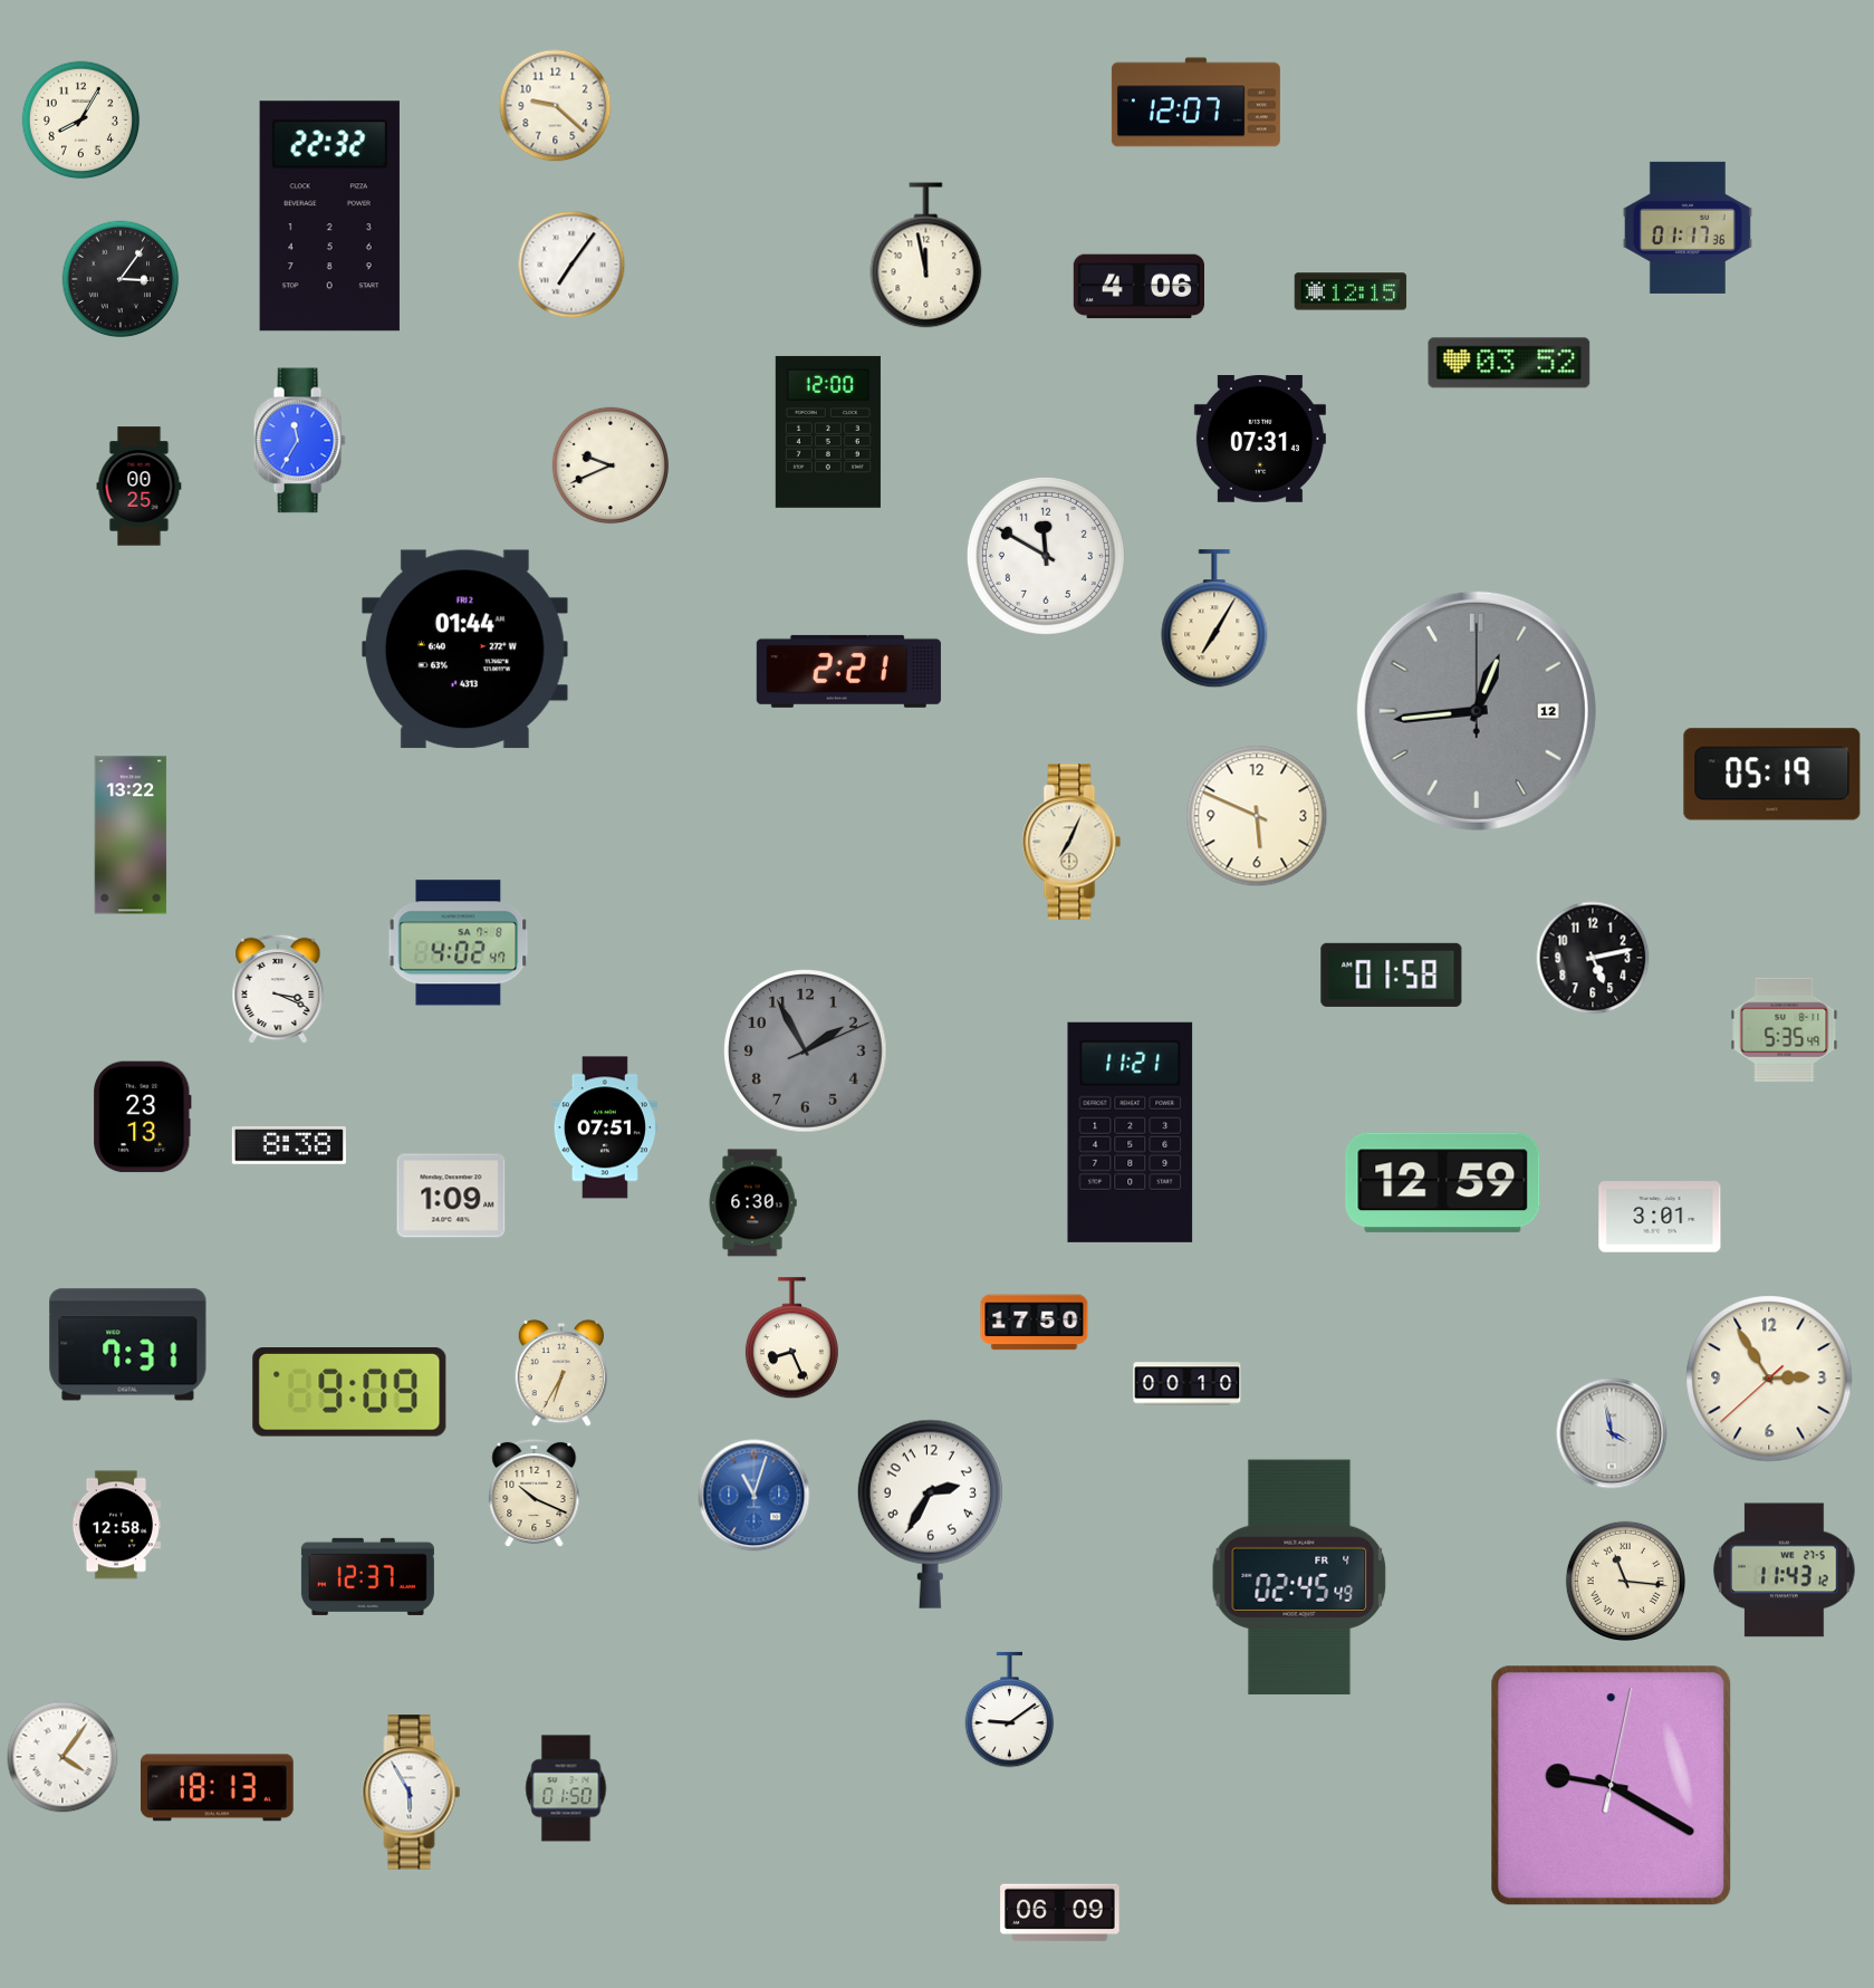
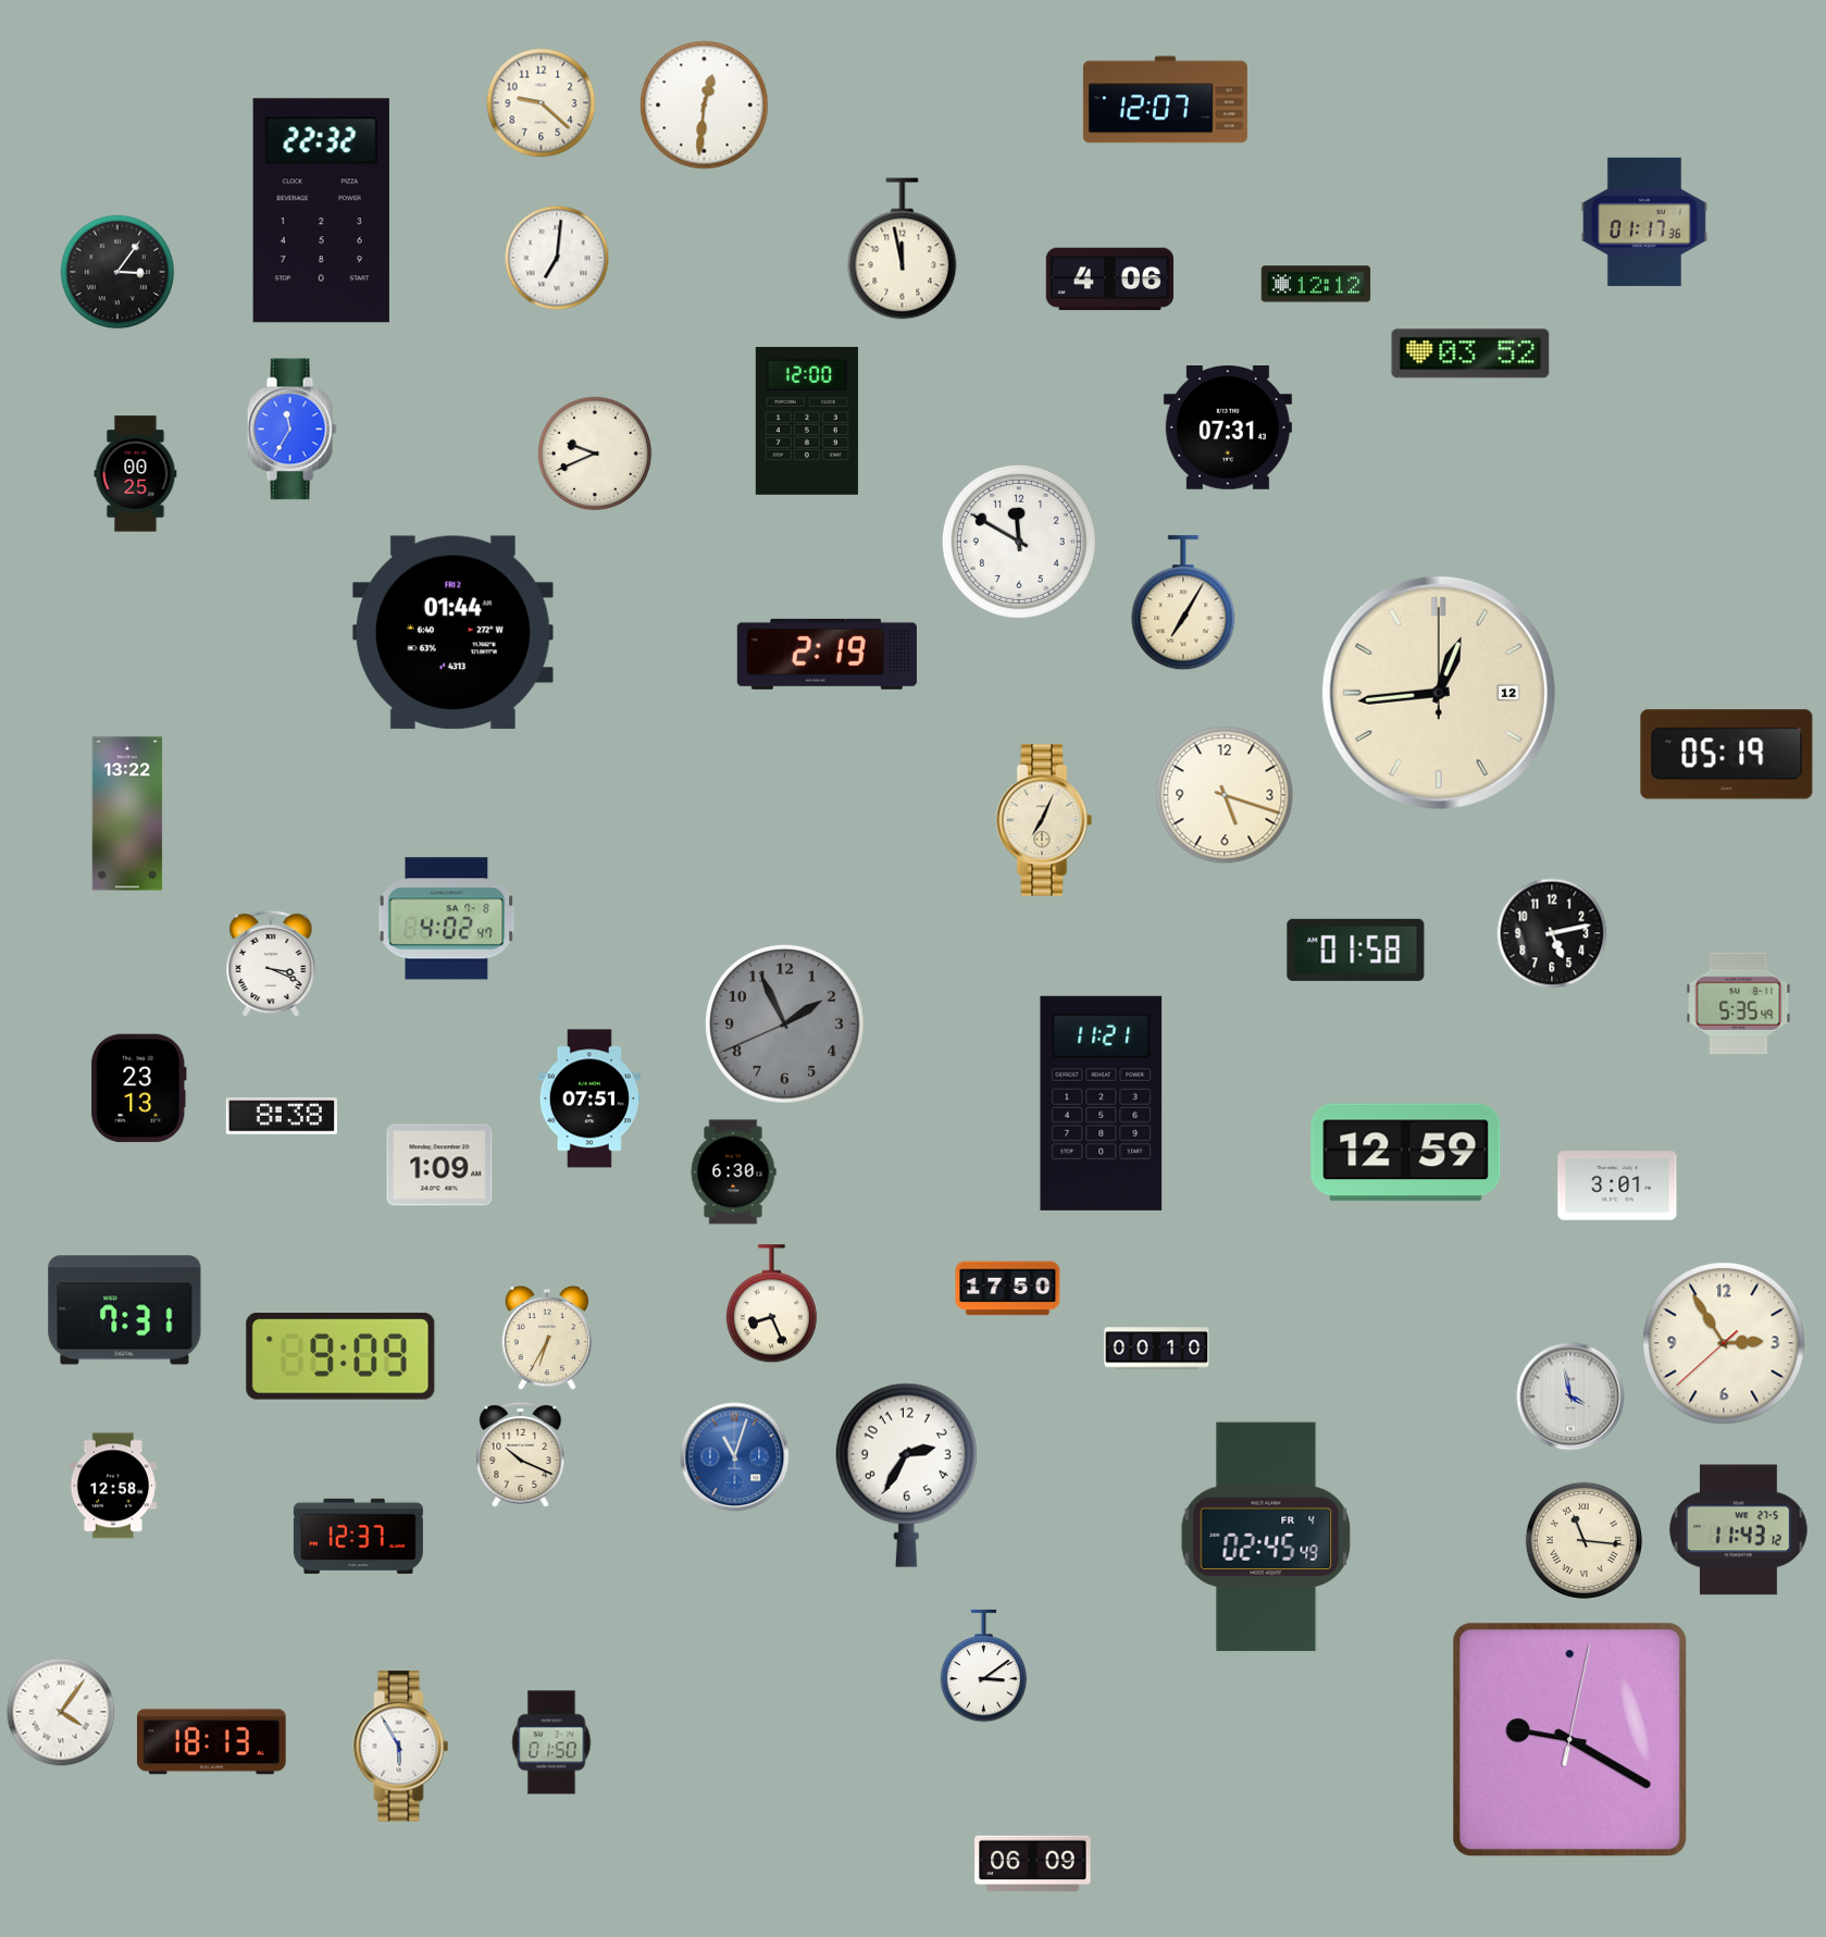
clock at (705, 105): none -> 12:31
clock at (81, 121): 8:05 -> none
clock at (571, 265): 7:06 -> 7:01
clock at (1351, 291): 12:15 -> 12:12
clock at (848, 671): 2:21 -> 2:19
clock at (1477, 711) dial: grey -> cream
clock at (1257, 816): 5:49 -> 5:18
clock at (806, 1051): 1:55:11 -> 1:55:41
clock at (1010, 1710): 9:09 -> 3:09
